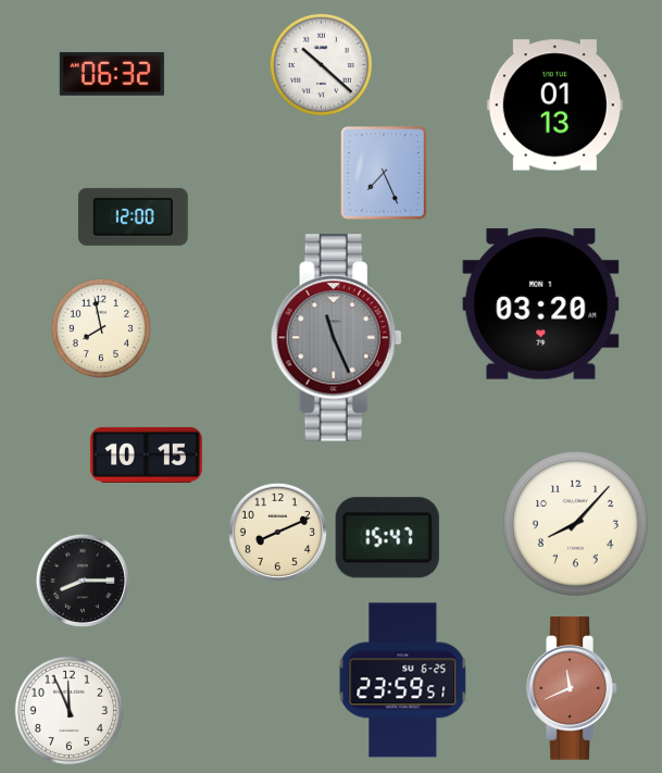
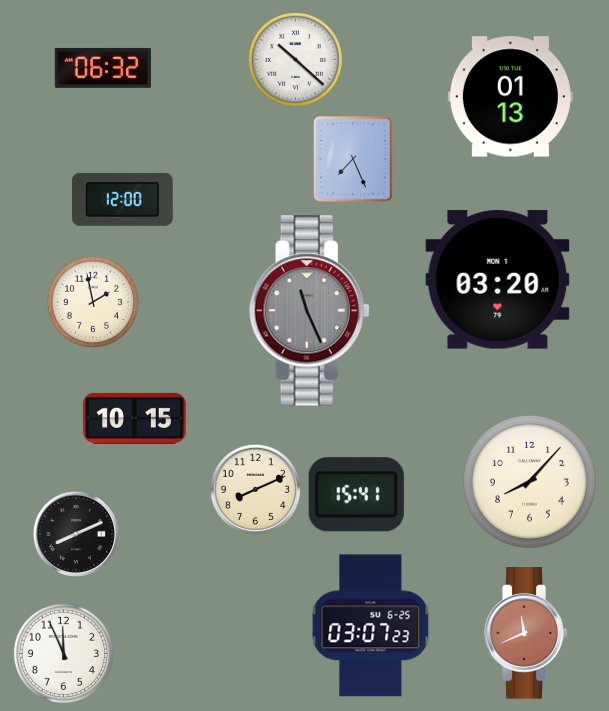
clock at (100, 327): 7:58 -> 1:58
clock at (387, 538): 15:47 -> 15:41
clock at (83, 581): 8:15 -> 8:11
clock at (403, 681): 23:59 -> 03:07
